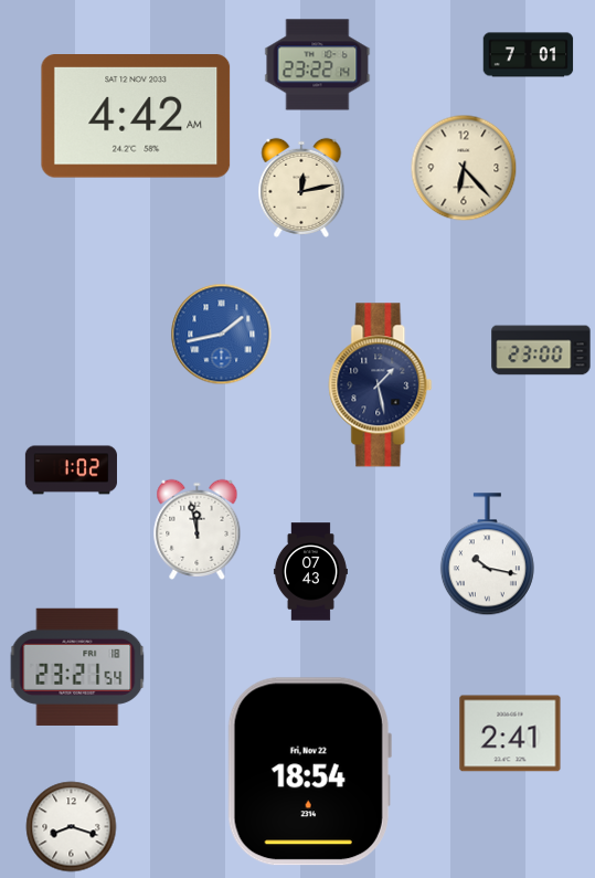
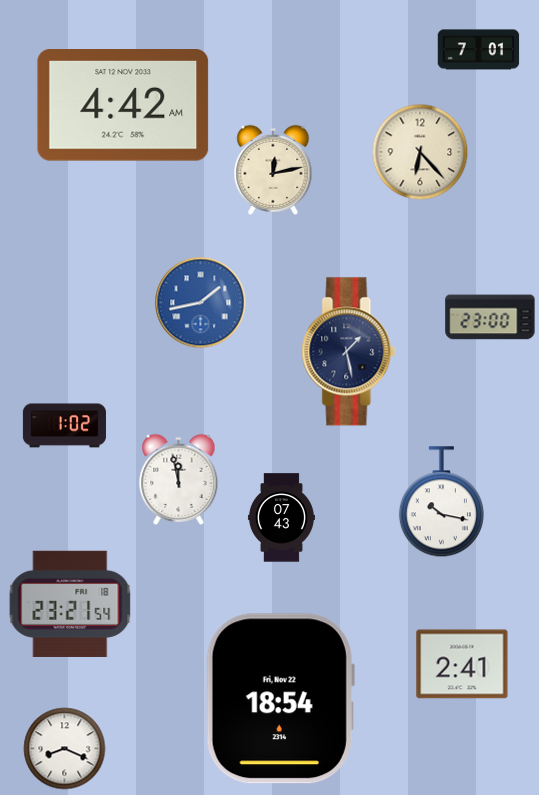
clock at (318, 65): 23:22 -> none
clock at (381, 385) position: (381, 385) -> (349, 352)
clock at (72, 827): 8:18 -> 8:19
